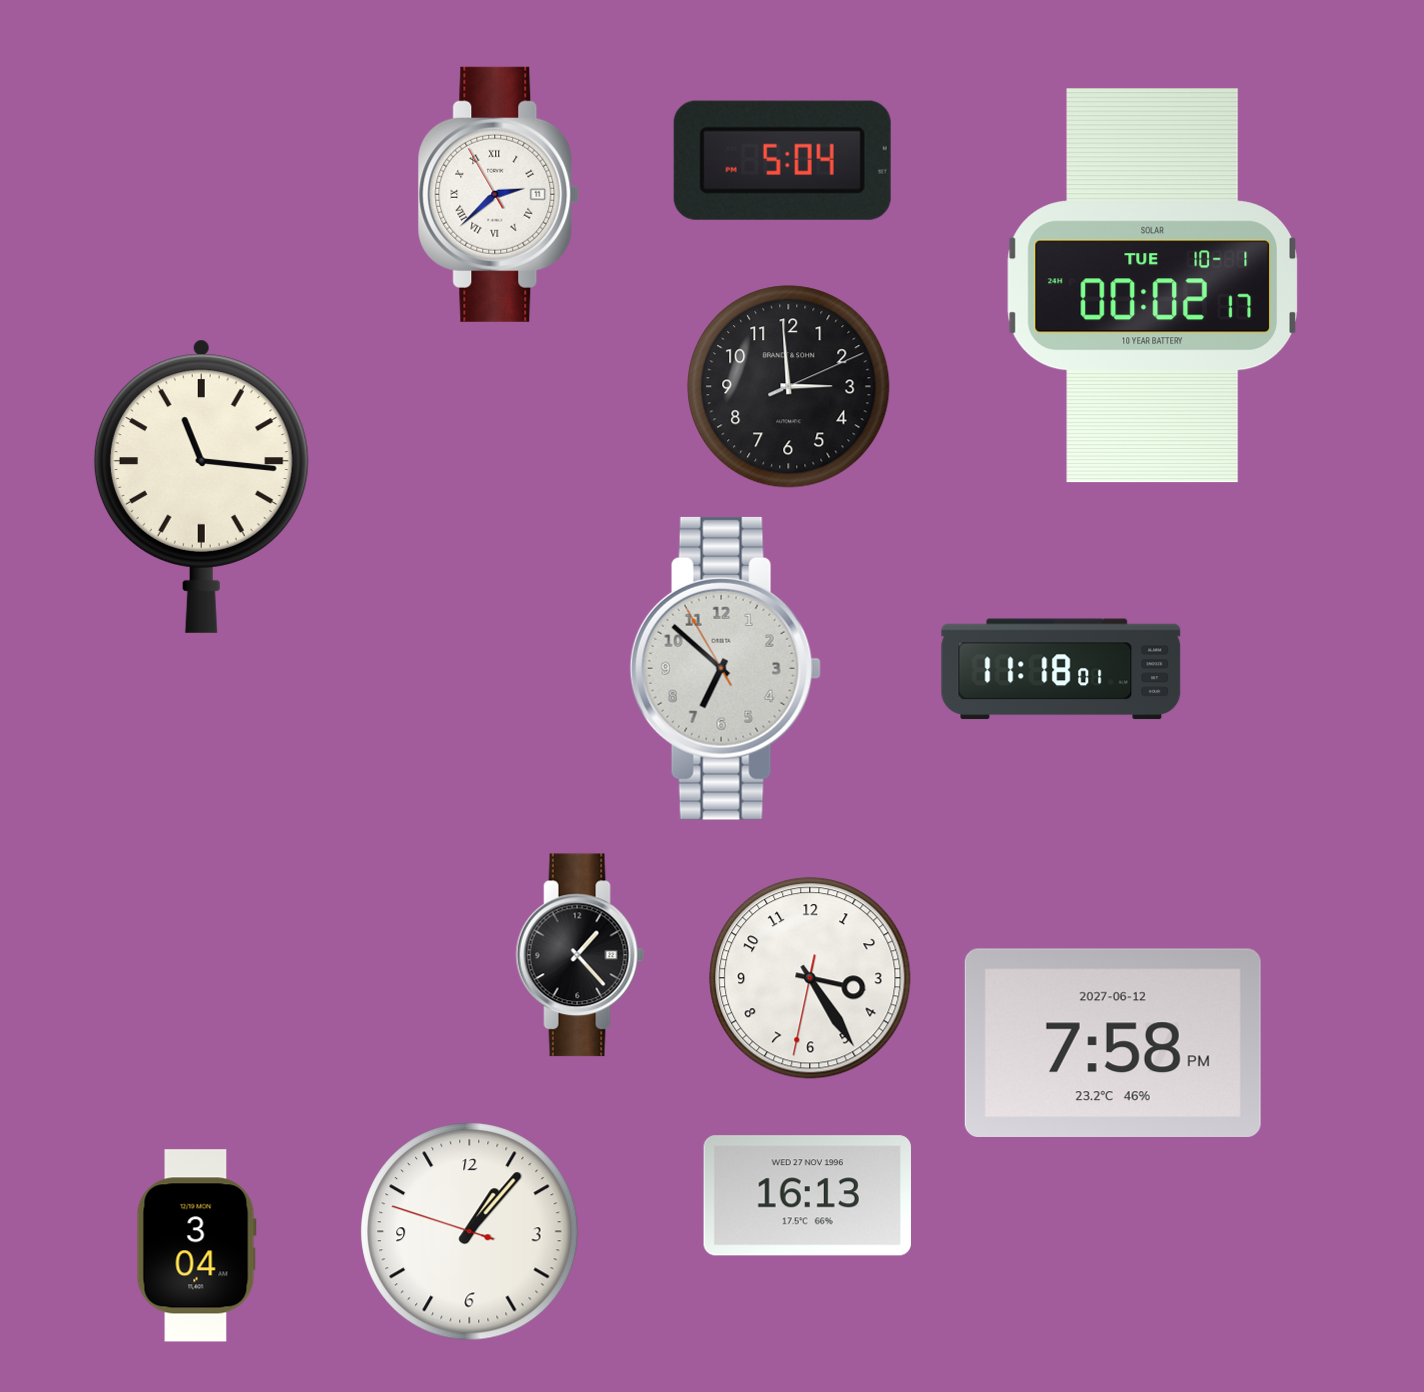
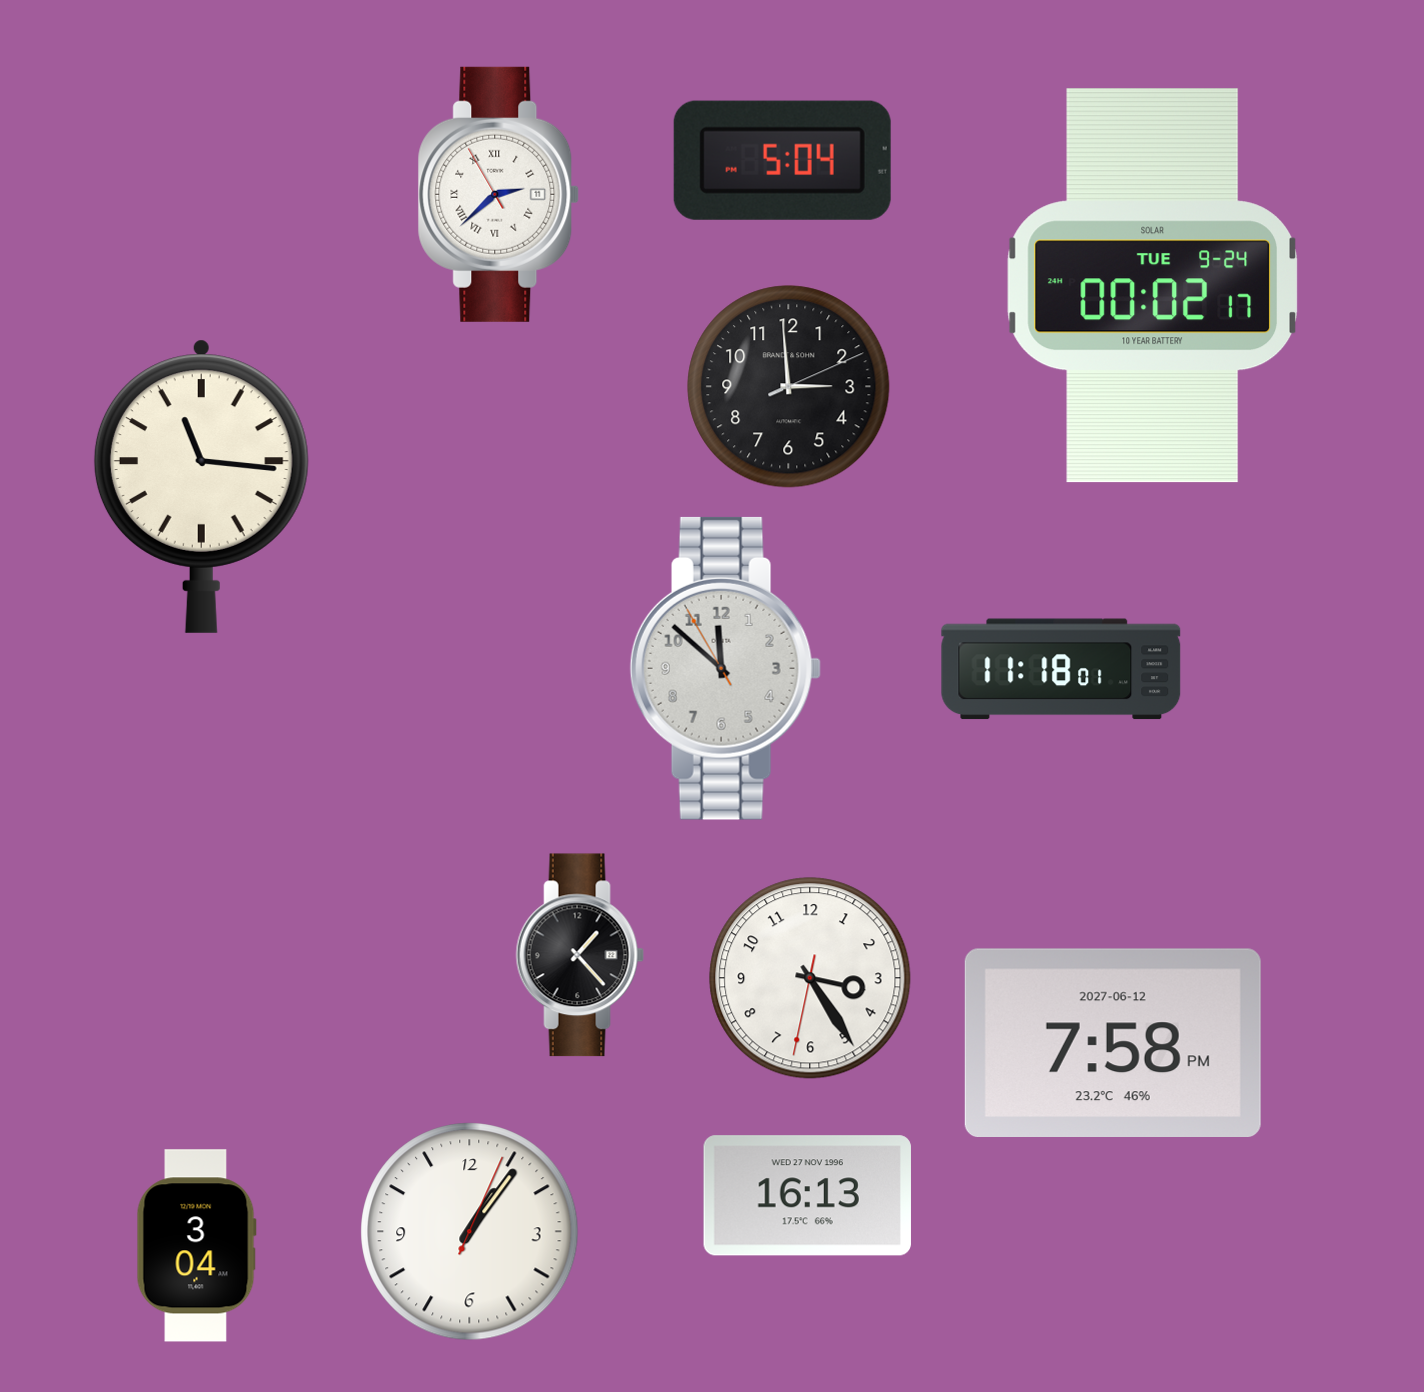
clock at (1152, 286) date: TUE 10-1 -> TUE 9-24
clock at (725, 668): 6:51 -> 11:51
clock at (470, 1232): 1:06:48 -> 1:06:04
